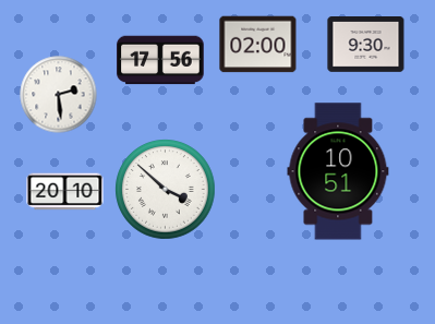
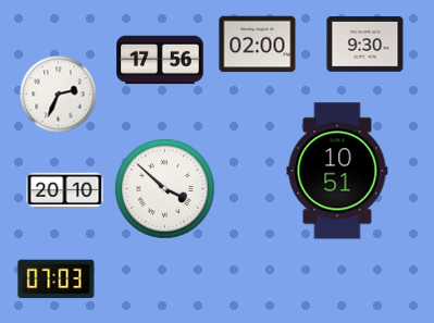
clock at (59, 95): 2:29 -> 2:34
clock at (57, 279): none -> 07:03
